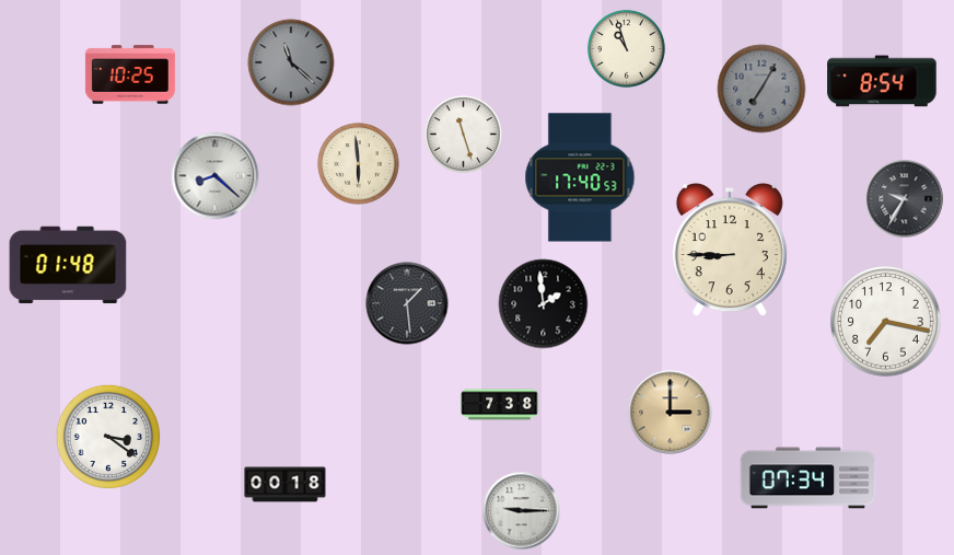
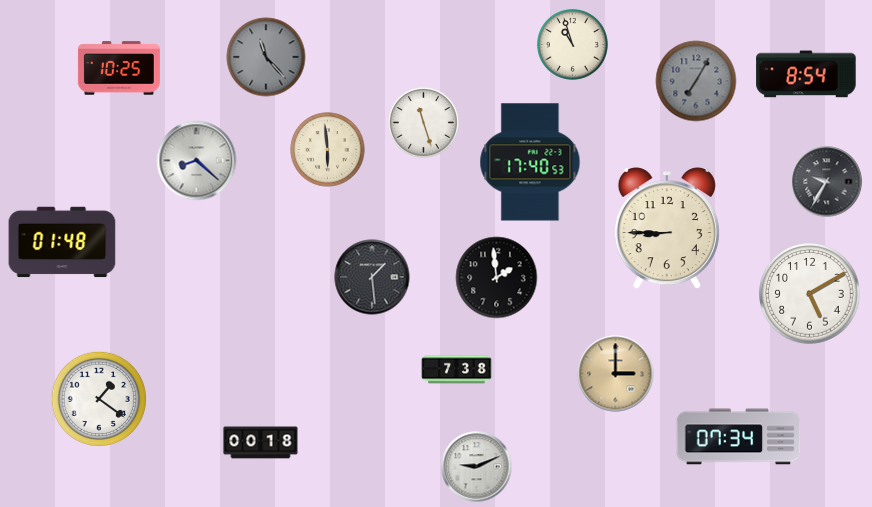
clock at (291, 62): 11:22 -> 11:23
clock at (886, 322): 7:17 -> 5:10
clock at (671, 413) position: (671, 413) -> (616, 374)
clock at (107, 436): 3:21 -> 1:21
clock at (522, 511): 9:15 -> 9:11
